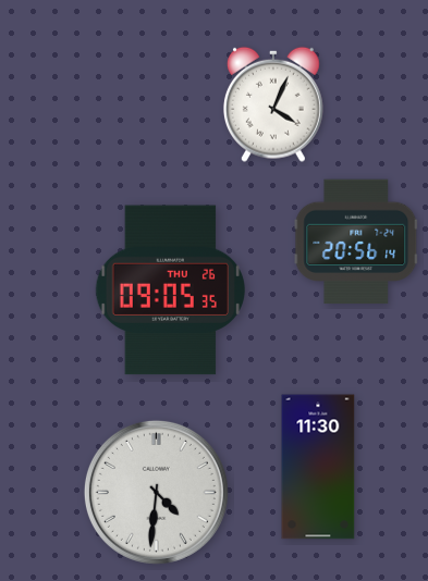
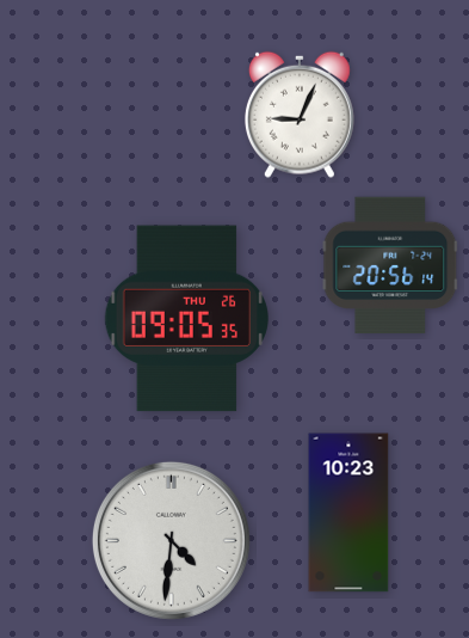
clock at (273, 104): 4:04 -> 9:04
clock at (318, 467): 11:30 -> 10:23
